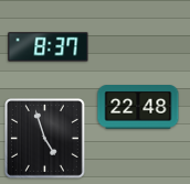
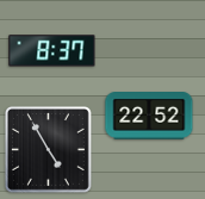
clock at (138, 107): 22:48 -> 22:52
clock at (45, 139): 4:57 -> 4:55
